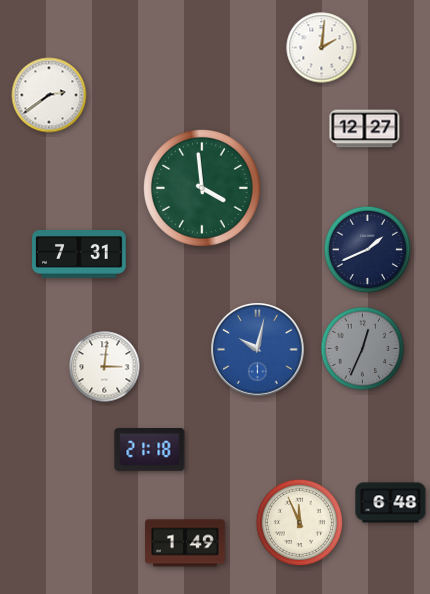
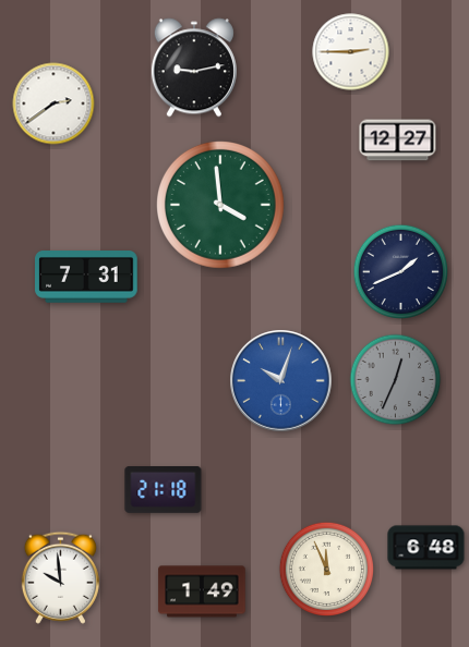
clock at (322, 48): 2:01 -> 2:45
clock at (194, 68): none -> 9:13
clock at (258, 350): 10:02 -> 10:03
clock at (105, 367): 3:01 -> none
clock at (60, 577): none -> 9:59
